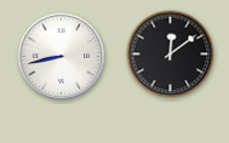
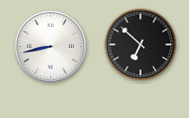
clock at (171, 55): 12:09 -> 6:52
